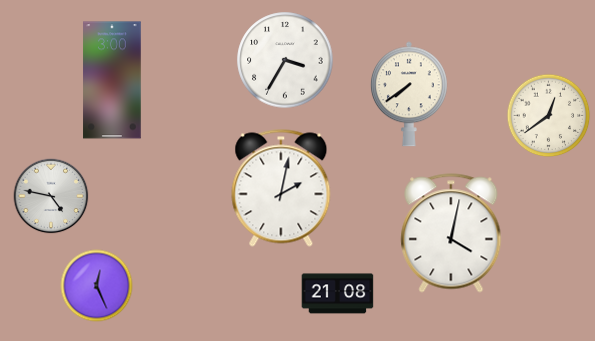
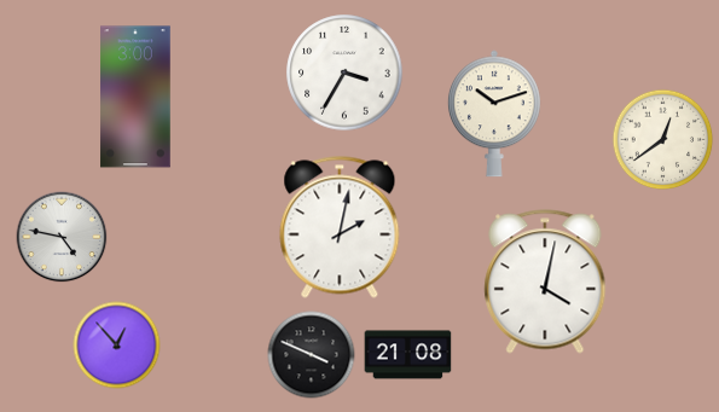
clock at (409, 94): 7:39 -> 10:12
clock at (97, 286): 12:26 -> 12:53
clock at (312, 355): none -> 3:49
